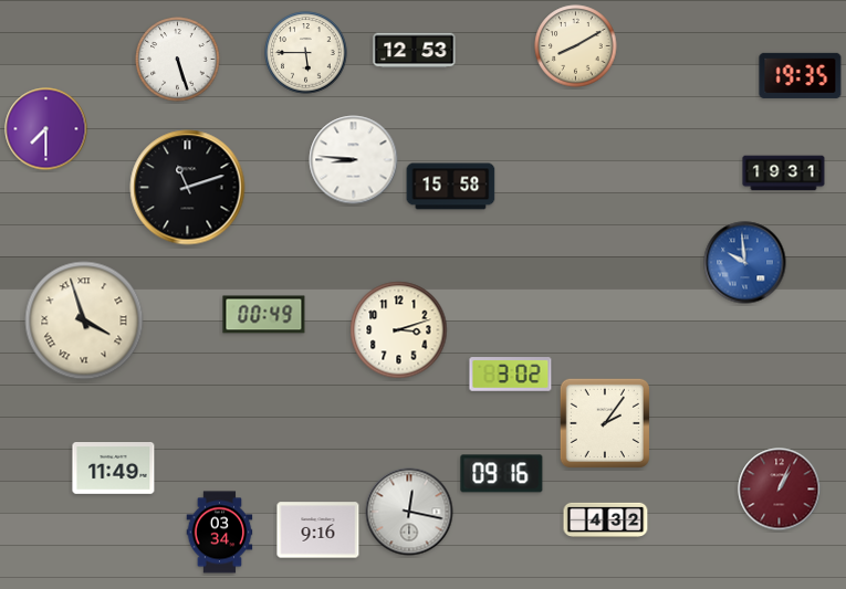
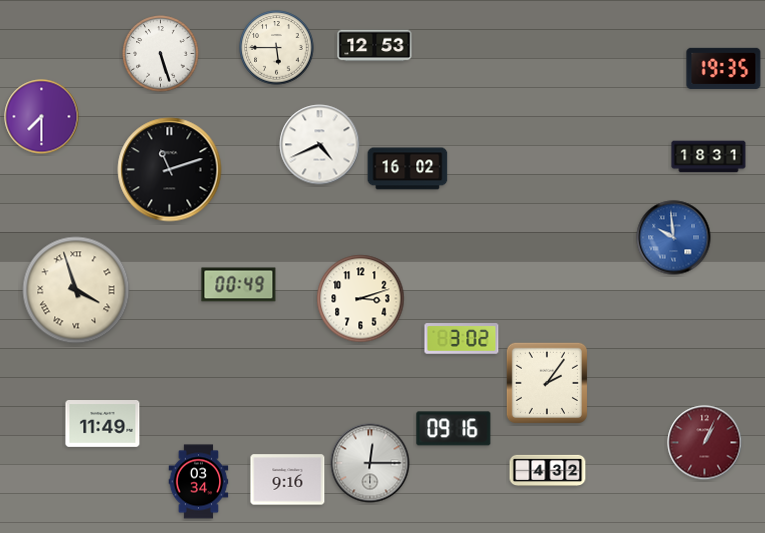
clock at (576, 46): 8:10 -> none
clock at (354, 160): 8:46 -> 4:41
clock at (784, 173): 19:31 -> 18:31
clock at (451, 187): 15:58 -> 16:02
clock at (409, 512): 12:17 -> 12:15
